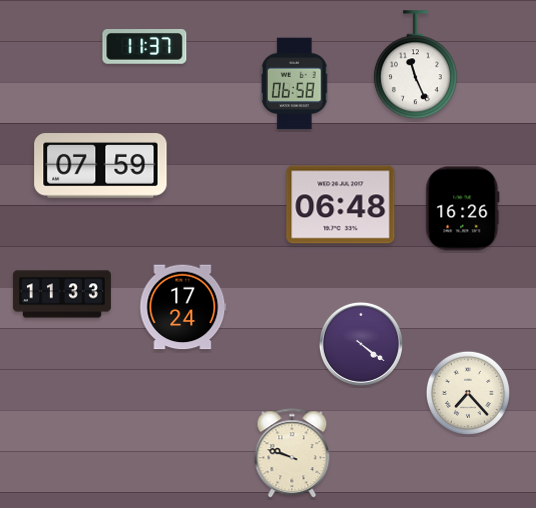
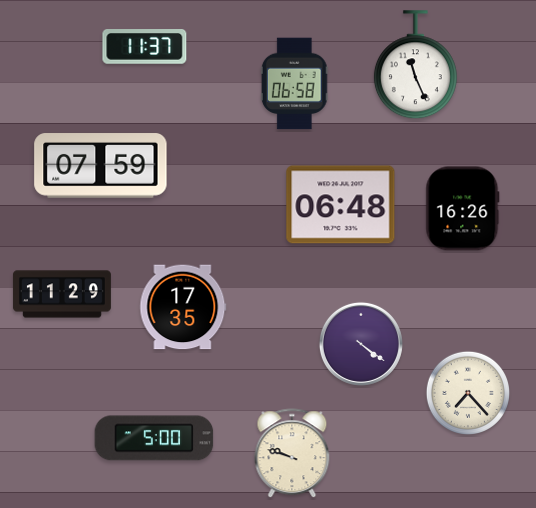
clock at (62, 294): 11:33 -> 11:29
clock at (183, 307): 17:24 -> 17:35
clock at (154, 438): none -> 5:00
